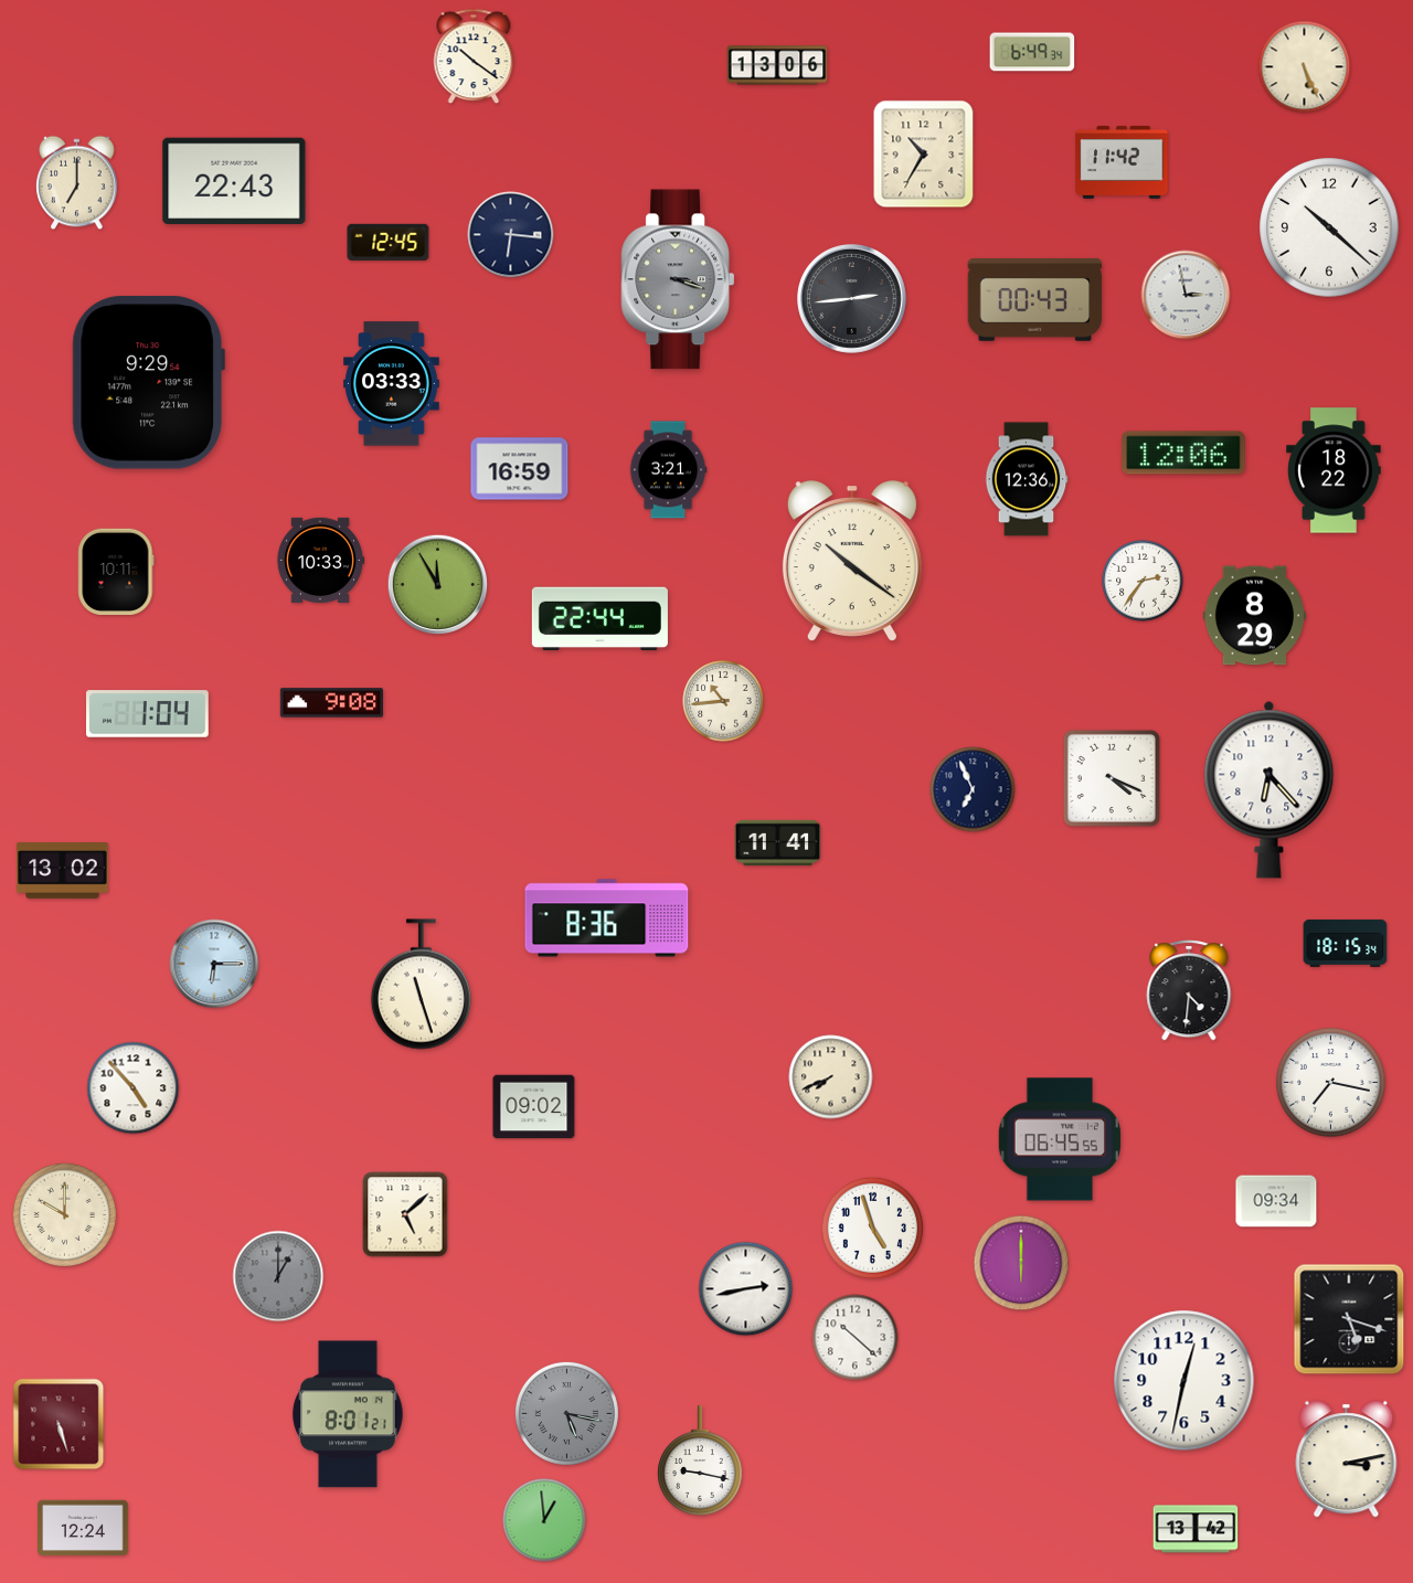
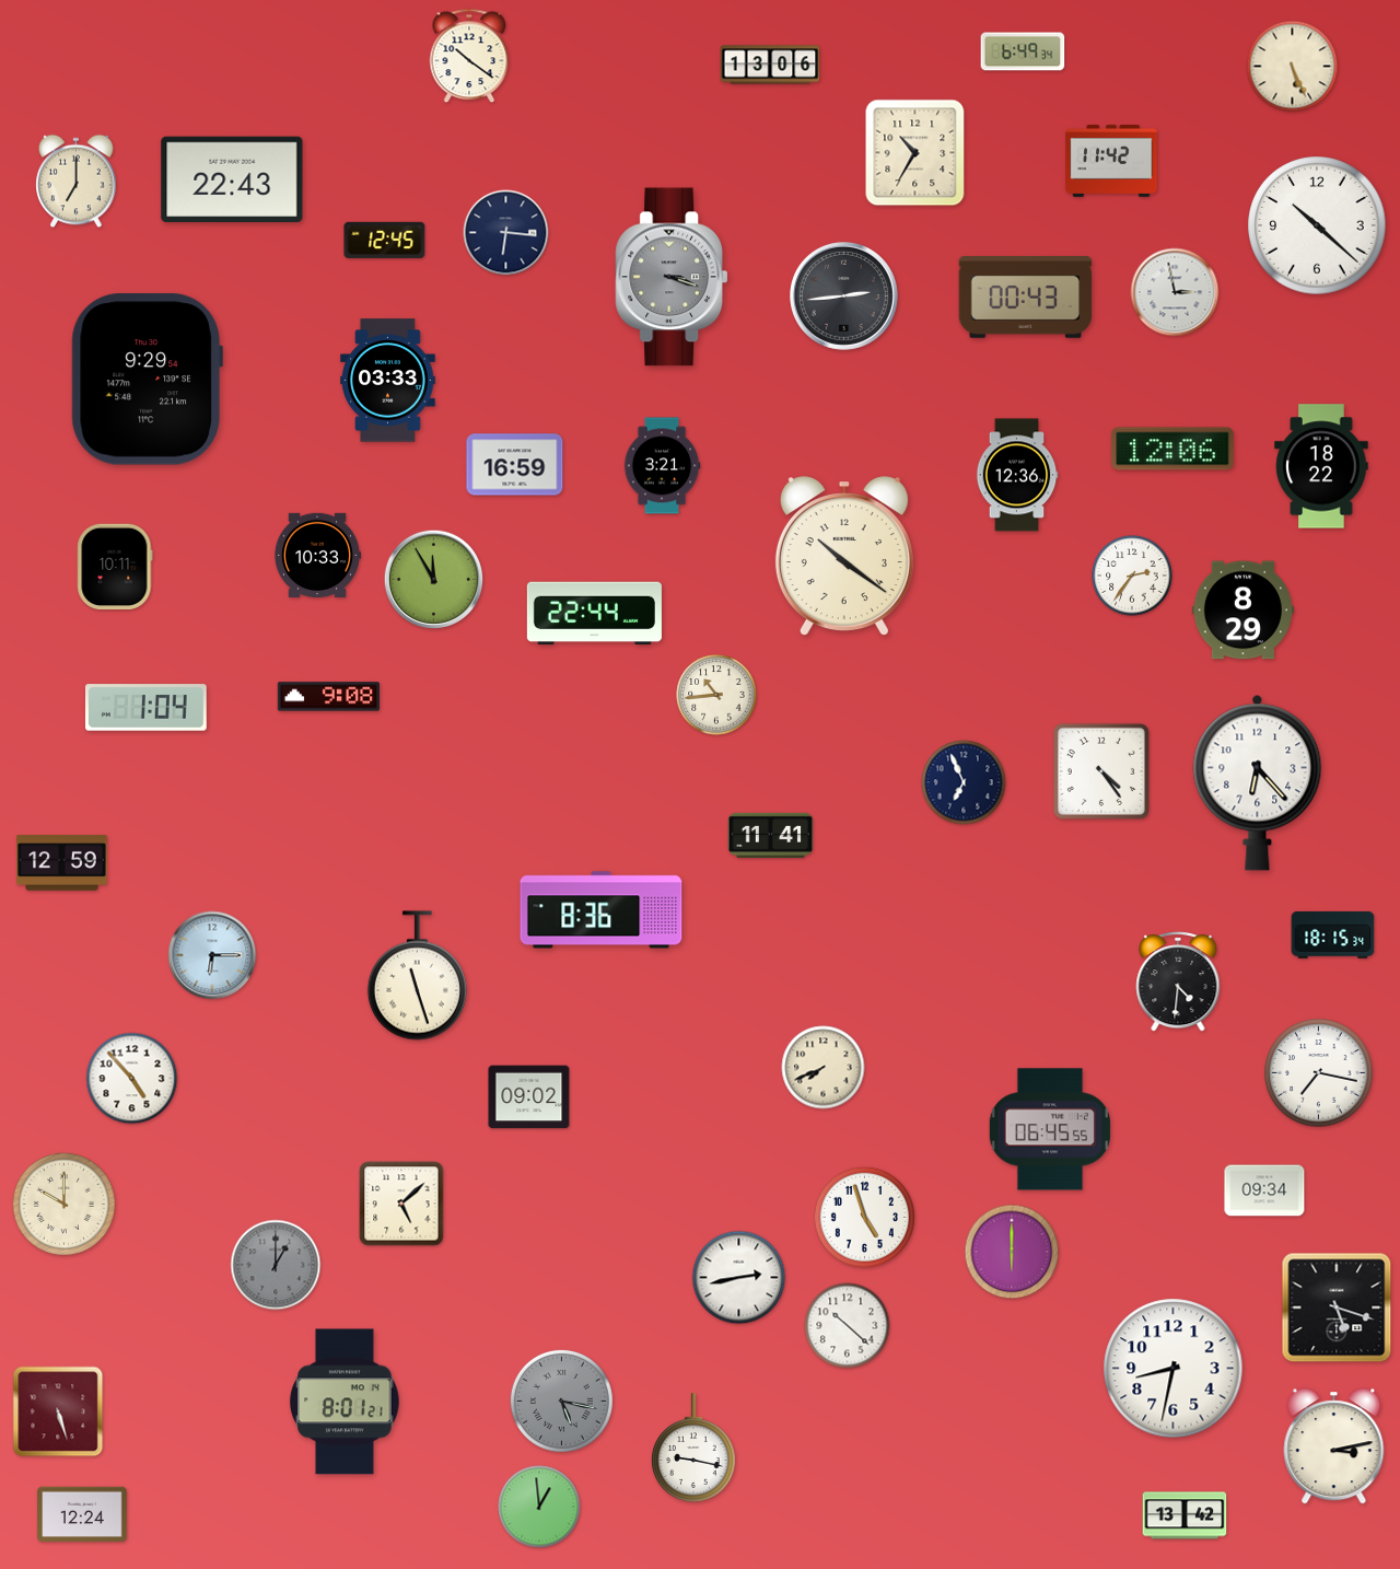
clock at (1112, 778): 4:19 -> 4:24
clock at (63, 871): 13:02 -> 12:59
clock at (1184, 1381): 12:32 -> 8:32
